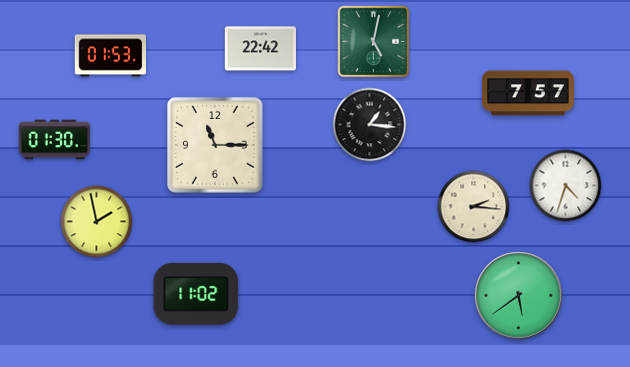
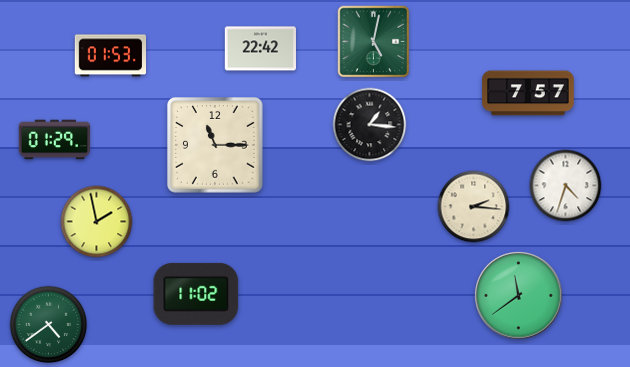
clock at (55, 140): 01:30 -> 01:29
clock at (519, 296): 5:39 -> 11:39
clock at (49, 325): none -> 4:39
